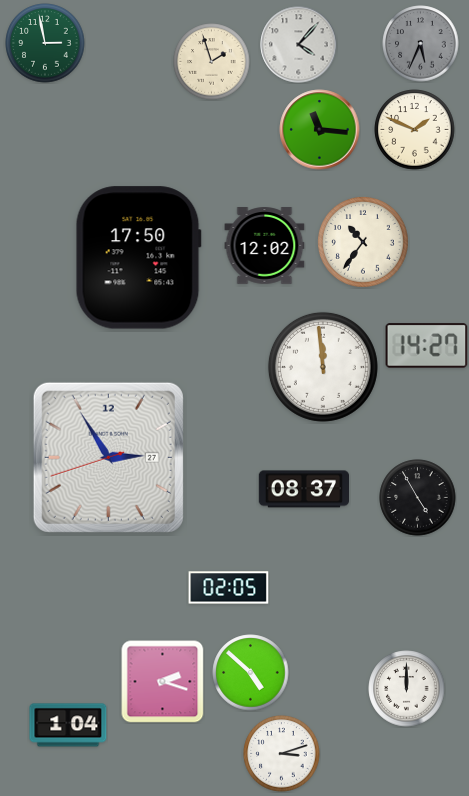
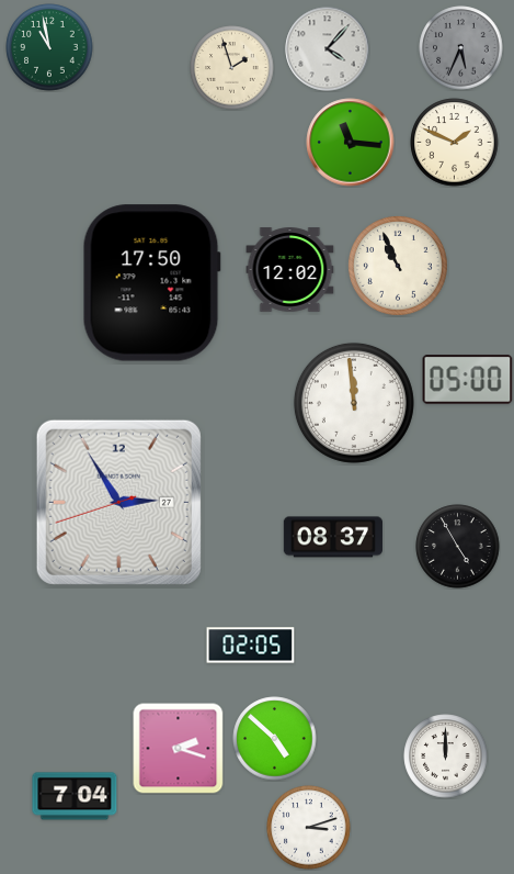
clock at (45, 43): 2:58 -> 10:58
clock at (364, 243): 10:36 -> 10:56
clock at (427, 346): 14:27 -> 05:00
clock at (68, 725): 1:04 -> 7:04
